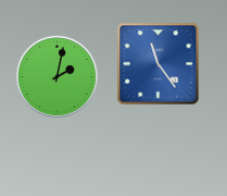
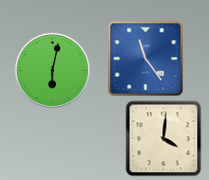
clock at (56, 76): 2:02 -> 6:02
clock at (164, 139): none -> 4:01
